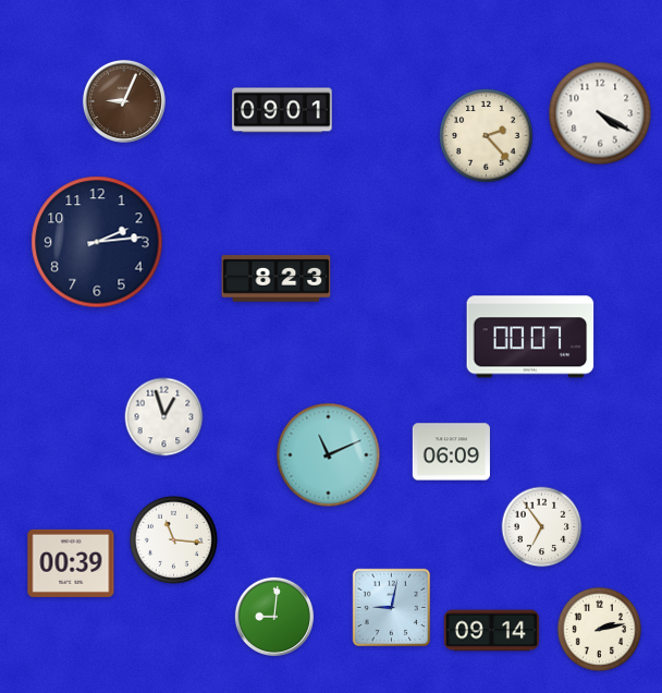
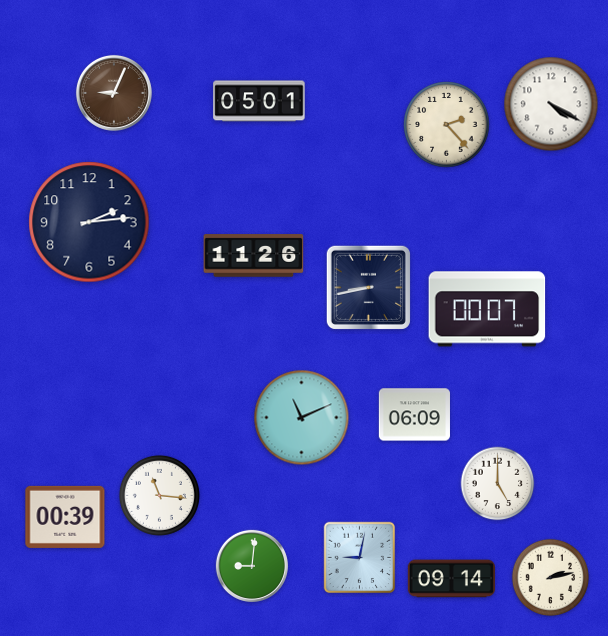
clock at (282, 110): 09:01 -> 05:01
clock at (277, 279): 8:23 -> 11:26
clock at (368, 287): none -> 8:43
clock at (164, 417): 12:57 -> none
clock at (542, 527): 6:54 -> 5:00
